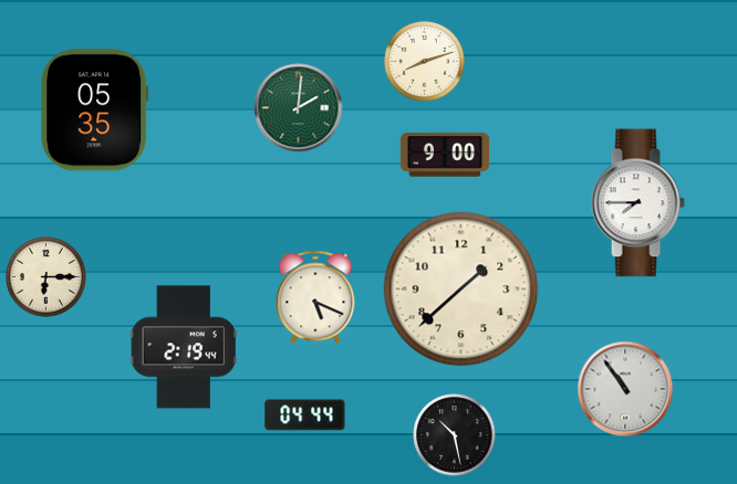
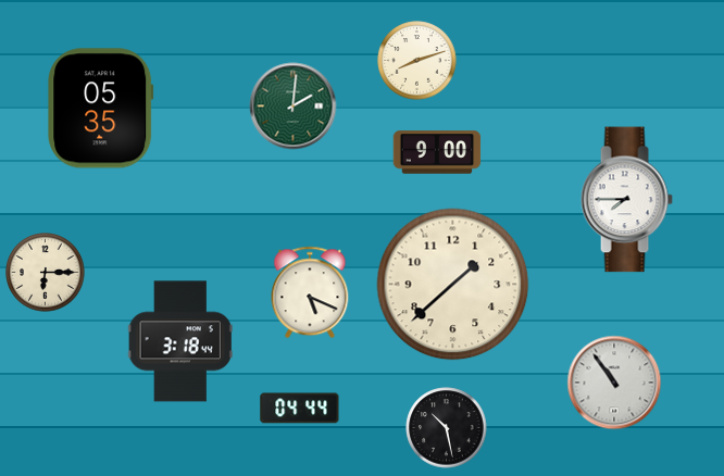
clock at (95, 111) position: (95, 111) -> (101, 109)
clock at (184, 347): 2:19 -> 3:18
